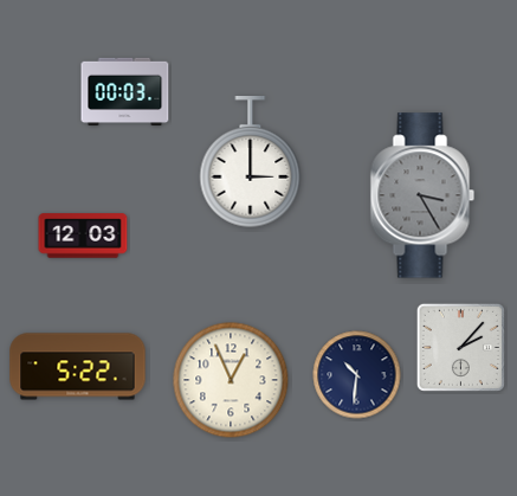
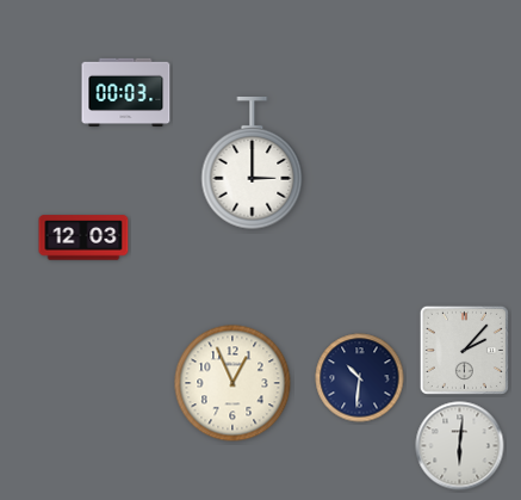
clock at (422, 195): 3:25 -> none
clock at (78, 367): 5:22 -> none
clock at (460, 446): none -> 6:01
